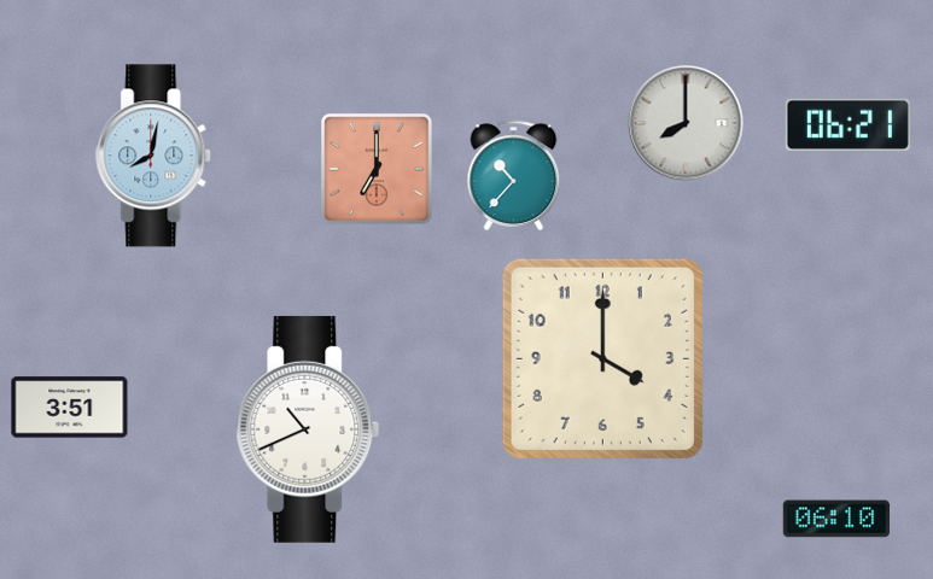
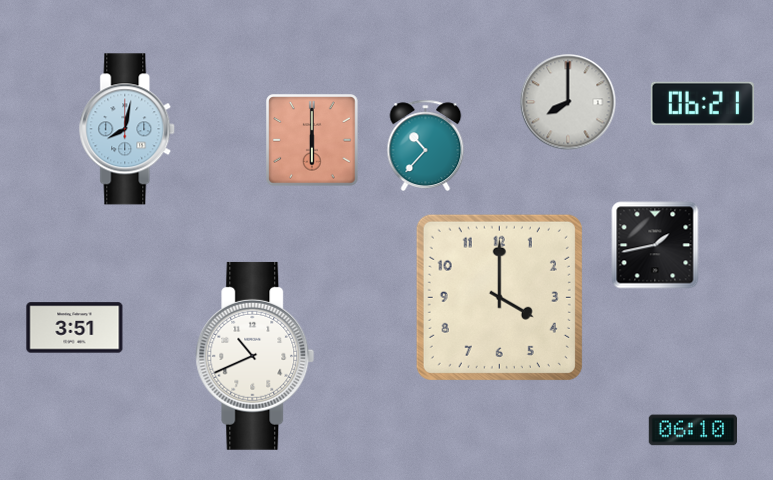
clock at (377, 169): 7:00 -> 6:00
clock at (655, 245): none -> 1:43
clock at (70, 408) position: (70, 408) -> (75, 328)
